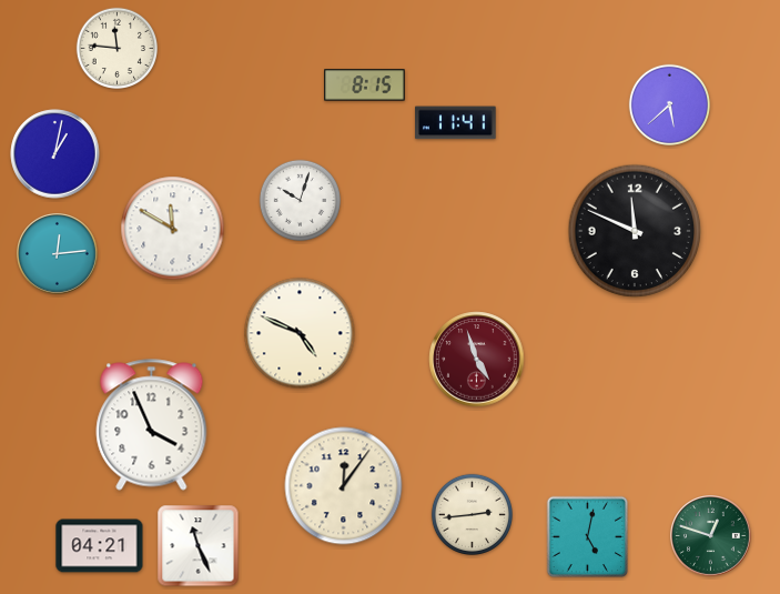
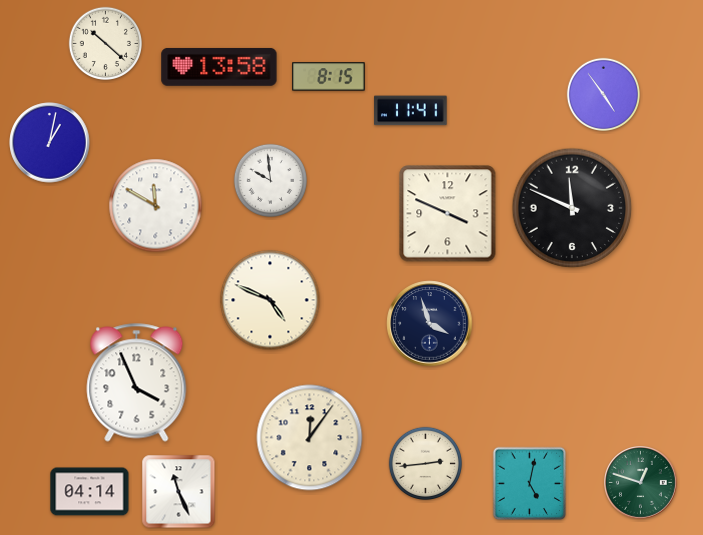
clock at (117, 48): 11:46 -> 10:22
clock at (219, 67): none -> 13:58
clock at (669, 104): 5:38 -> 4:54
clock at (55, 154) position: (55, 154) -> (50, 143)
clock at (300, 200): 10:03 -> 9:59
clock at (448, 214): none -> 3:49
clock at (58, 254): 12:14 -> none
clock at (477, 360): 4:57 -> 3:57
clock at (477, 360) dial: burgundy -> navy
clock at (100, 546): 04:21 -> 04:14
